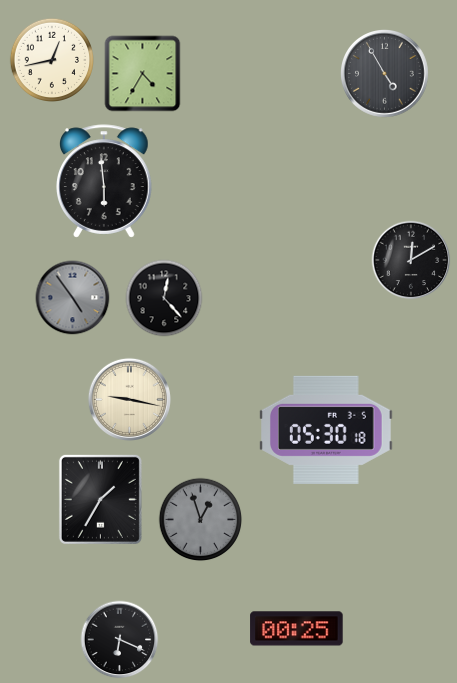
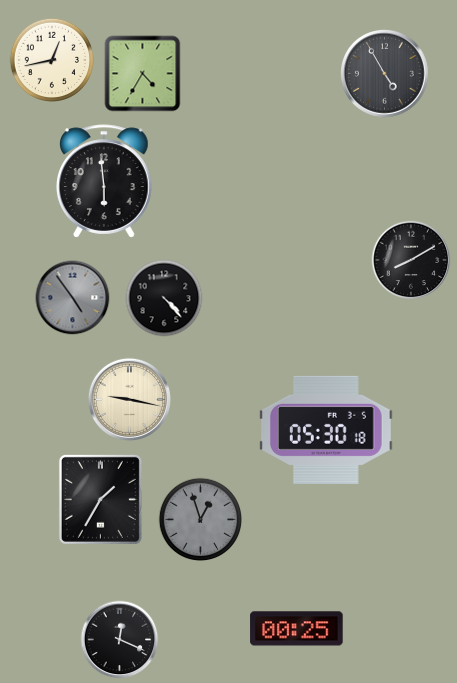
clock at (411, 260): 12:10 -> 8:10
clock at (164, 298): 12:23 -> 4:23
clock at (120, 640): 6:19 -> 12:19
